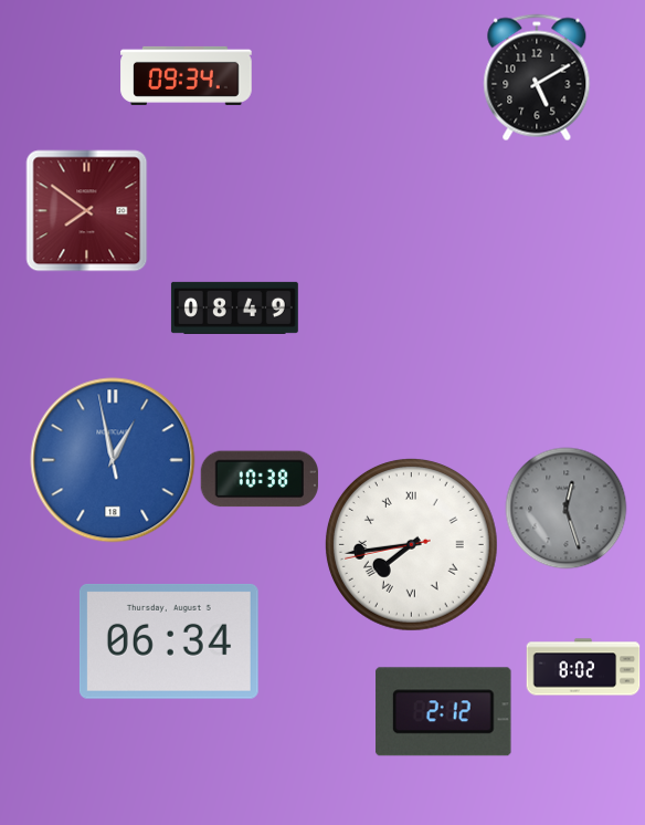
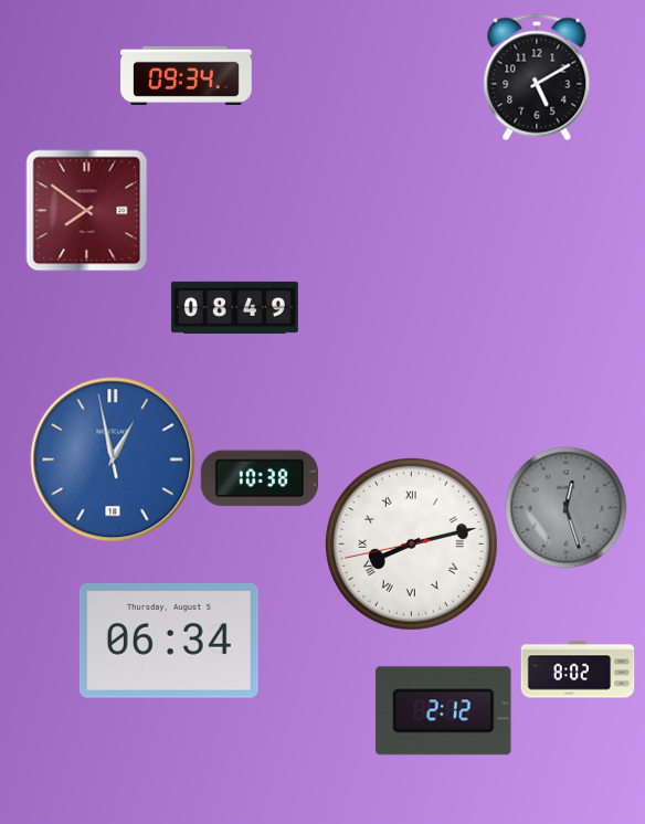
clock at (411, 544): 7:43 -> 8:12
clock at (583, 667) position: (583, 667) -> (578, 669)
